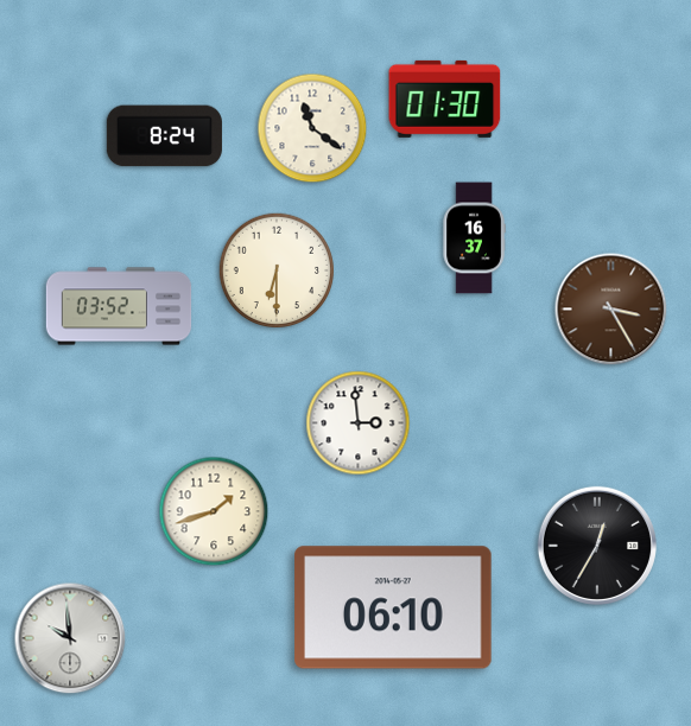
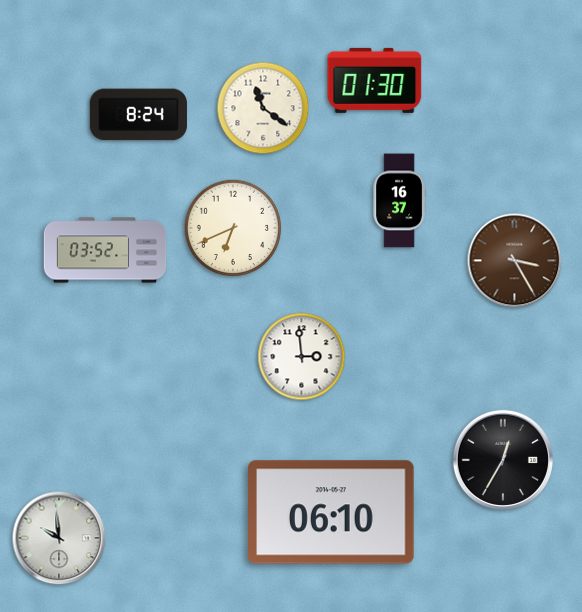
clock at (445, 98) position: (445, 98) -> (375, 80)
clock at (275, 269): 6:30 -> 6:41
clock at (119, 306) position: (119, 306) -> (105, 250)
clock at (214, 511): 1:42 -> none
